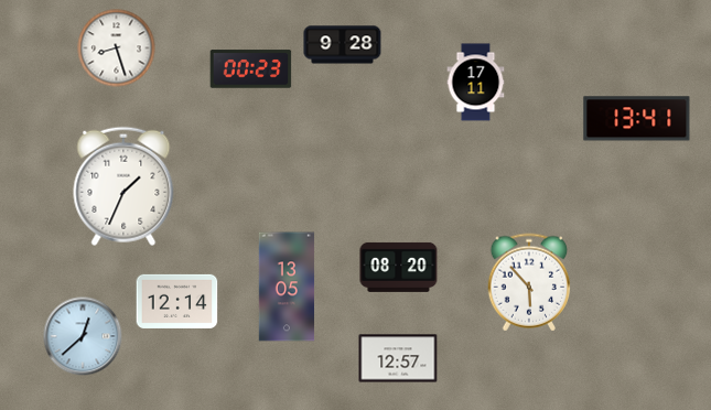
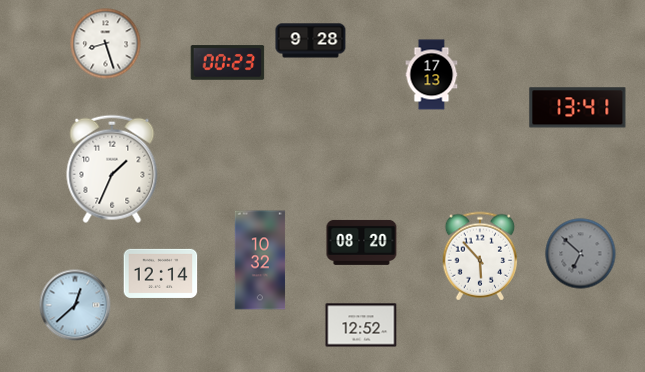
clock at (476, 83): 17:11 -> 17:13
clock at (581, 254): none -> 6:52
clock at (287, 287): 13:05 -> 10:32
clock at (398, 358): 12:57 -> 12:52
